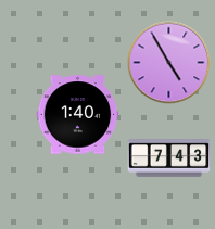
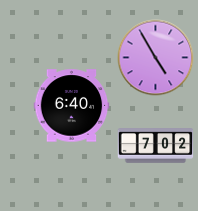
clock at (78, 115): 1:40 -> 6:40
clock at (169, 158): 7:43 -> 7:02
